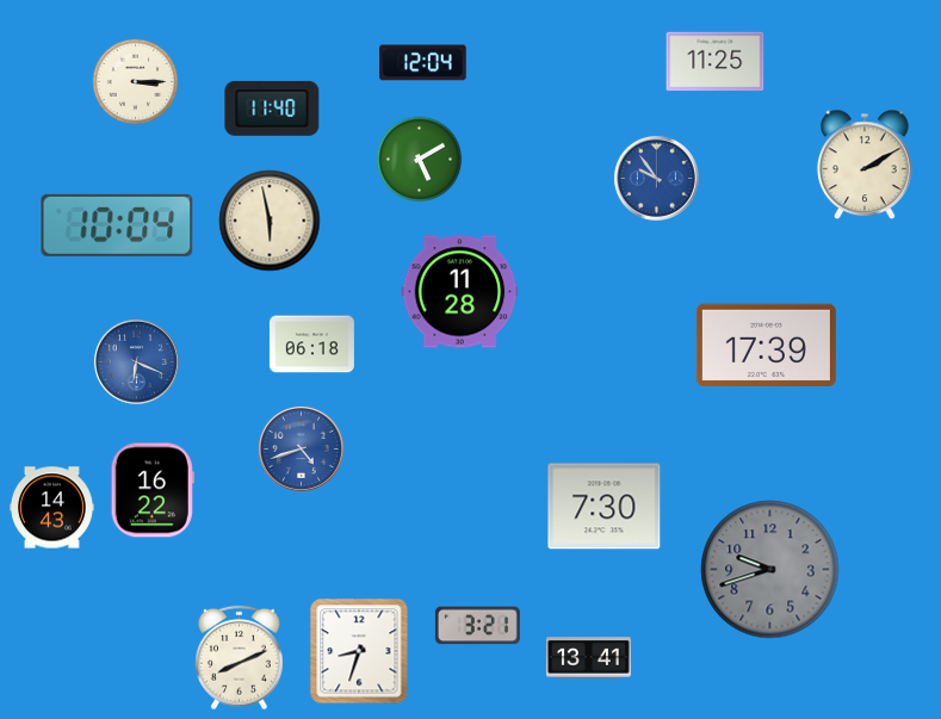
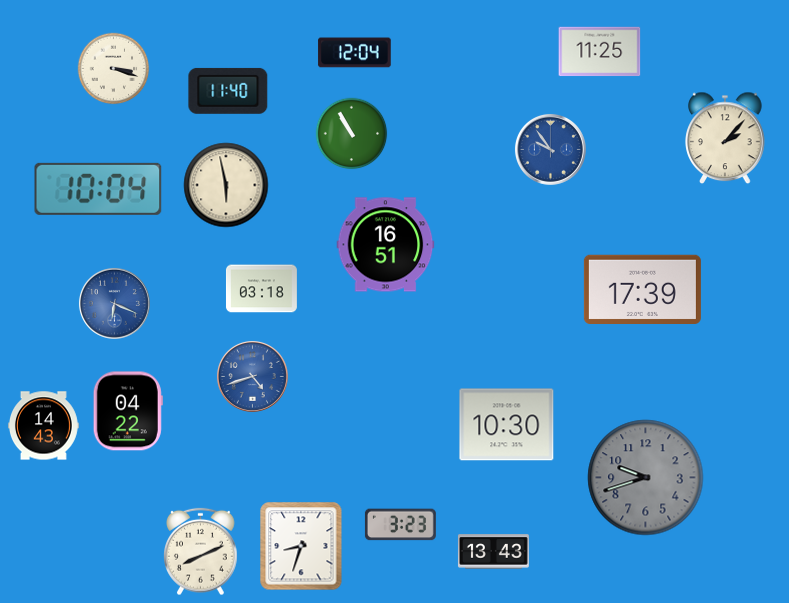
clock at (136, 82): 3:15 -> 3:18
clock at (420, 160): 5:10 -> 10:55
clock at (865, 165): 2:10 -> 2:07
clock at (460, 292): 11:28 -> 16:51
clock at (311, 345): 06:18 -> 03:18
clock at (153, 490): 16:22 -> 04:22
clock at (605, 507): 7:30 -> 10:30
clock at (477, 626): 3:21 -> 3:23
clock at (588, 658): 13:41 -> 13:43
